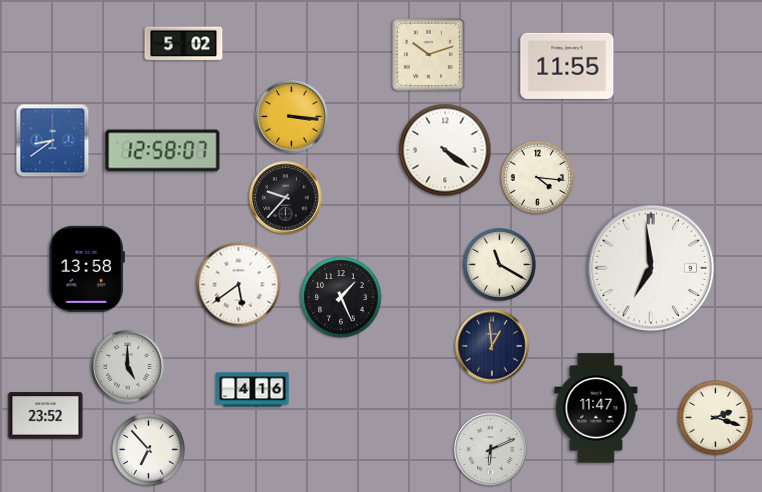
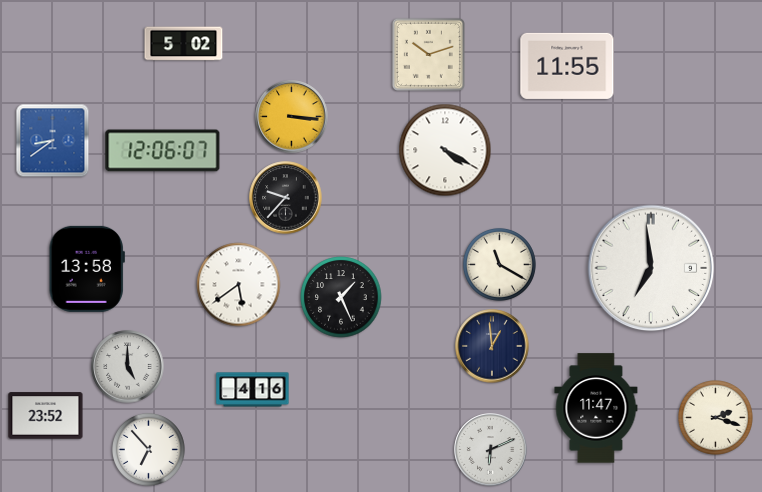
clock at (445, 150): 4:21 -> 4:20
clock at (163, 151): 12:58 -> 12:06
clock at (537, 177): 4:16 -> none
